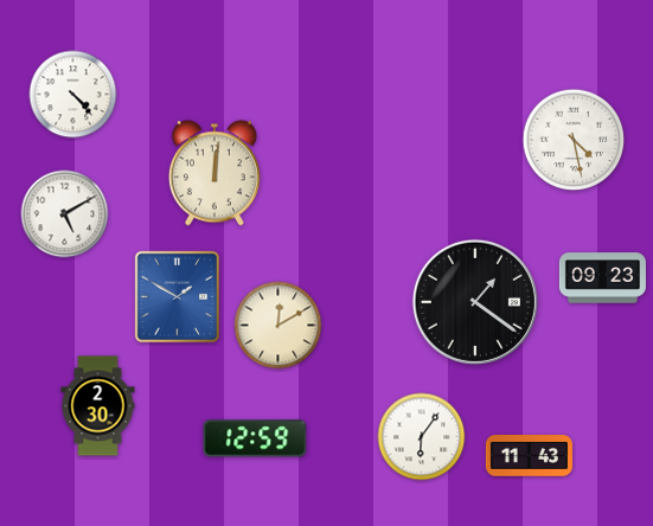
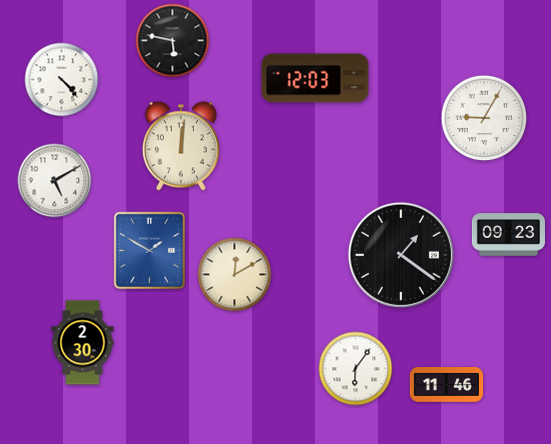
clock at (173, 41): none -> 5:47
clock at (315, 78): none -> 12:03
clock at (574, 140): 4:28 -> 9:05
clock at (255, 438): 12:59 -> none
clock at (529, 456): 11:43 -> 11:46
